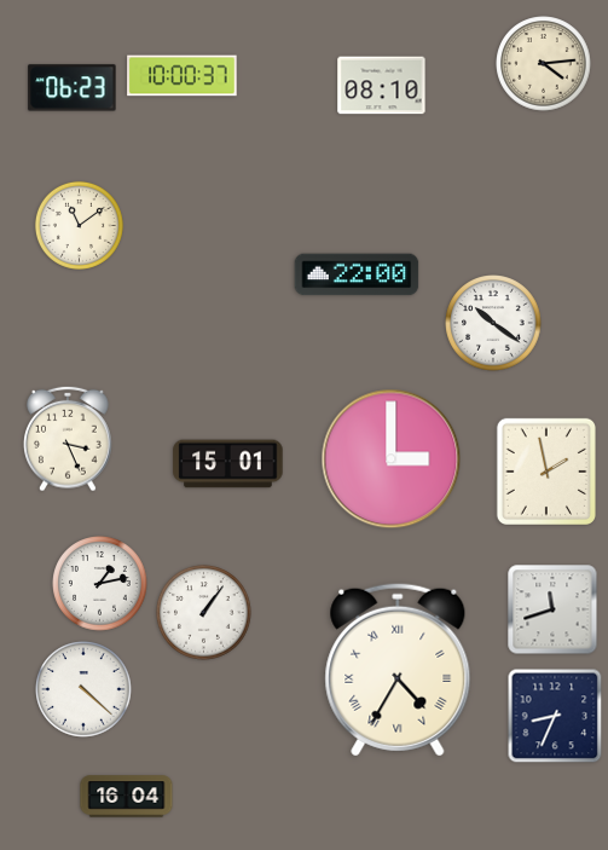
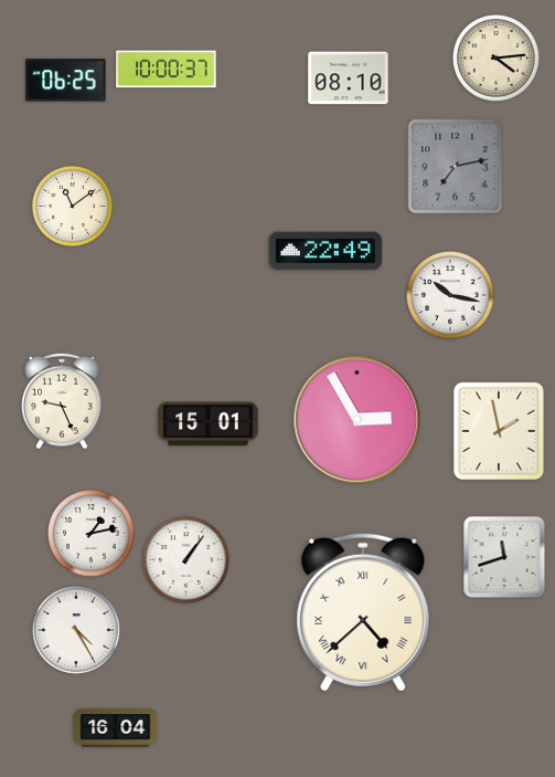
clock at (73, 88): 06:23 -> 06:25
clock at (456, 167): none -> 7:13
clock at (357, 274): 22:00 -> 22:49
clock at (493, 323): 10:21 -> 10:17
clock at (68, 439): 3:26 -> 9:26
clock at (392, 459): 3:00 -> 2:55
clock at (398, 670): 4:35 -> 4:38
clock at (83, 689): 4:22 -> 4:25
clock at (555, 716): 8:34 -> none
